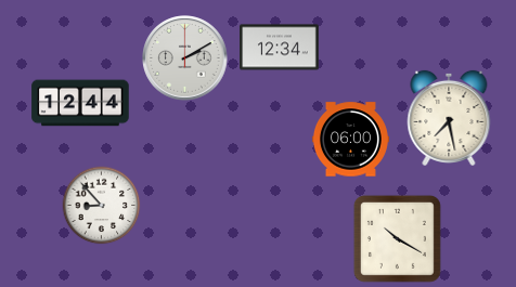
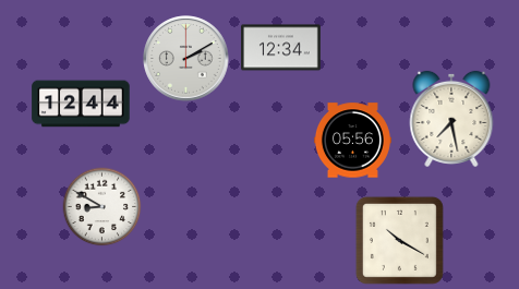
clock at (350, 140): 06:00 -> 05:56
clock at (102, 206): 8:53 -> 8:50
